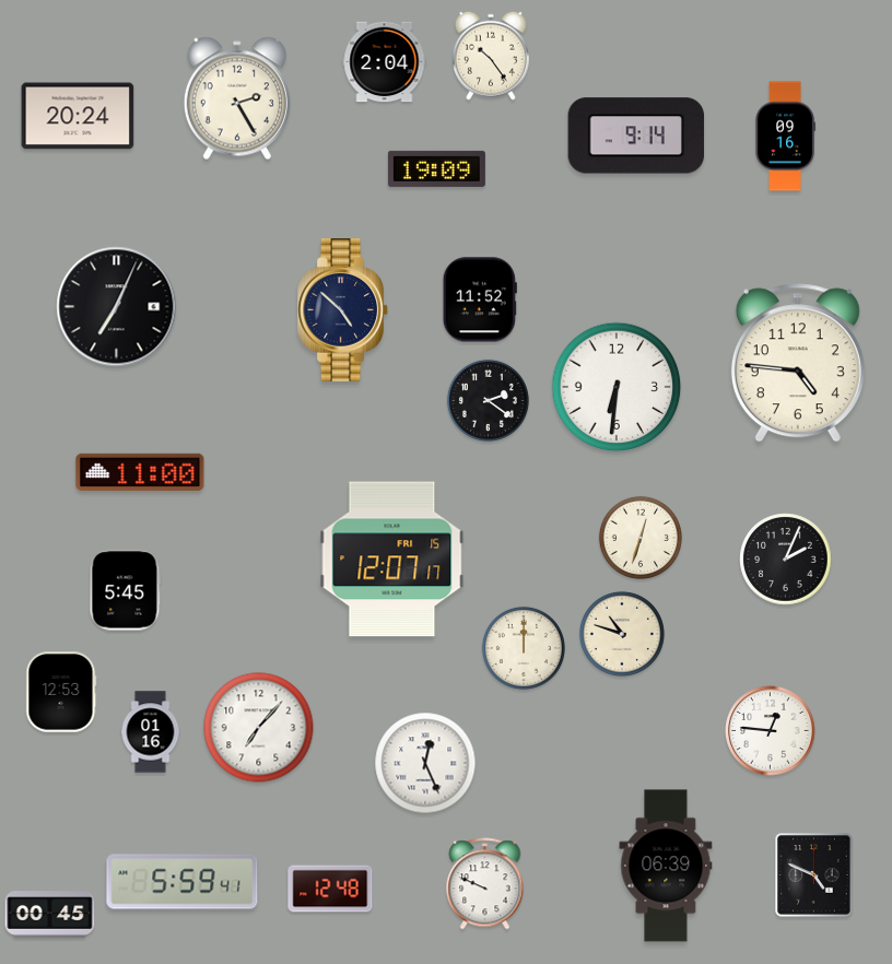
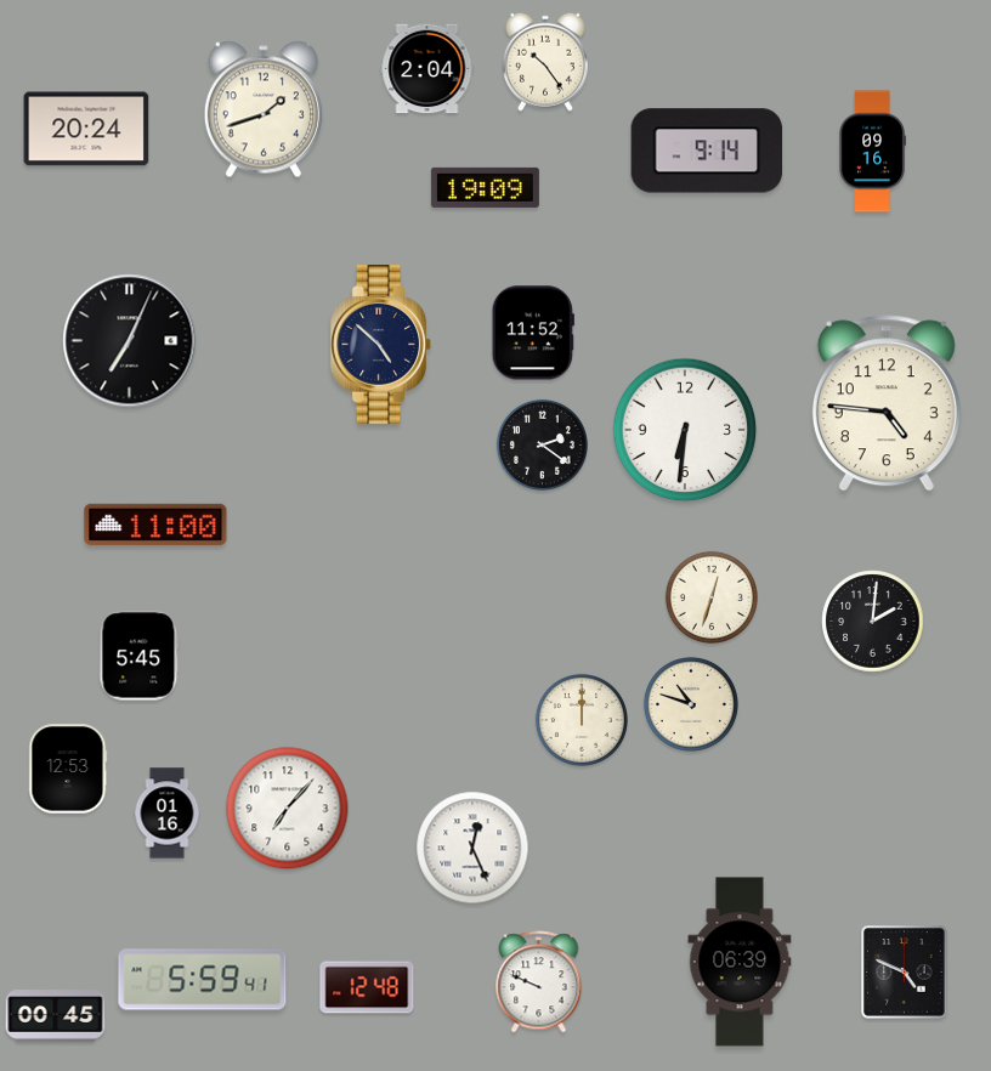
clock at (237, 98): 2:25 -> 1:42
clock at (392, 560): 12:07 -> none
clock at (786, 560): 2:04 -> 2:01
clock at (771, 731): 12:46 -> none
